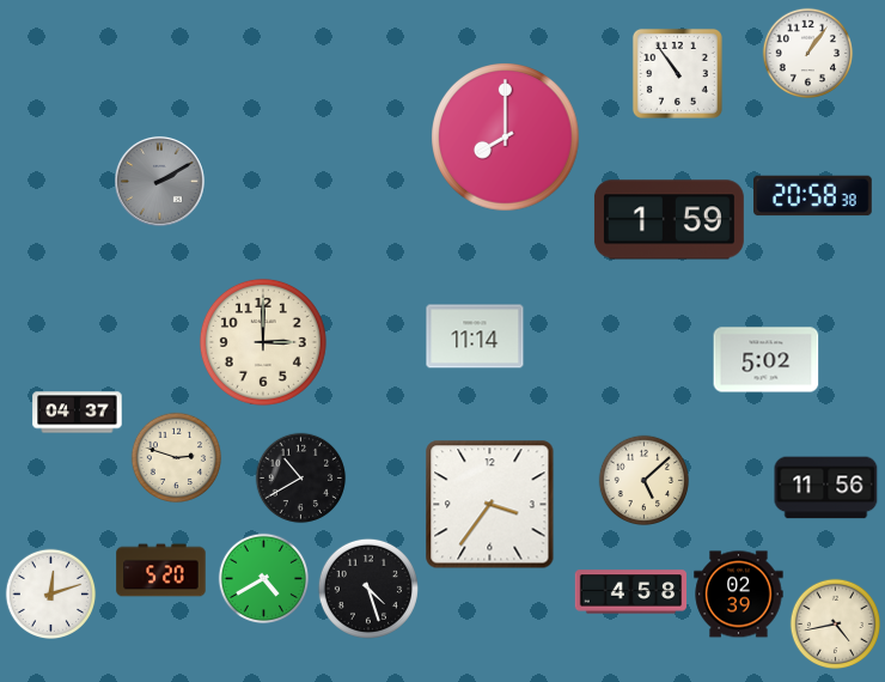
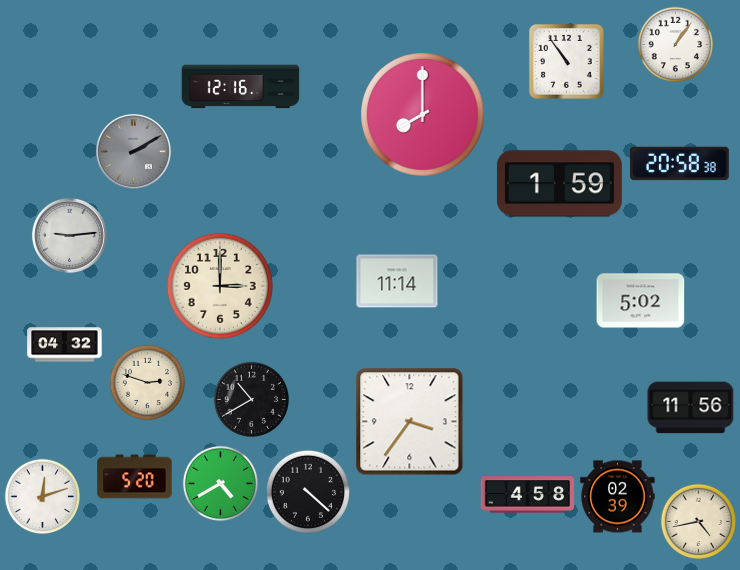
clock at (241, 87): none -> 12:16
clock at (69, 235): none -> 9:14
clock at (78, 413): 04:37 -> 04:32
clock at (645, 481): 5:08 -> none
clock at (368, 589): 4:27 -> 4:22
